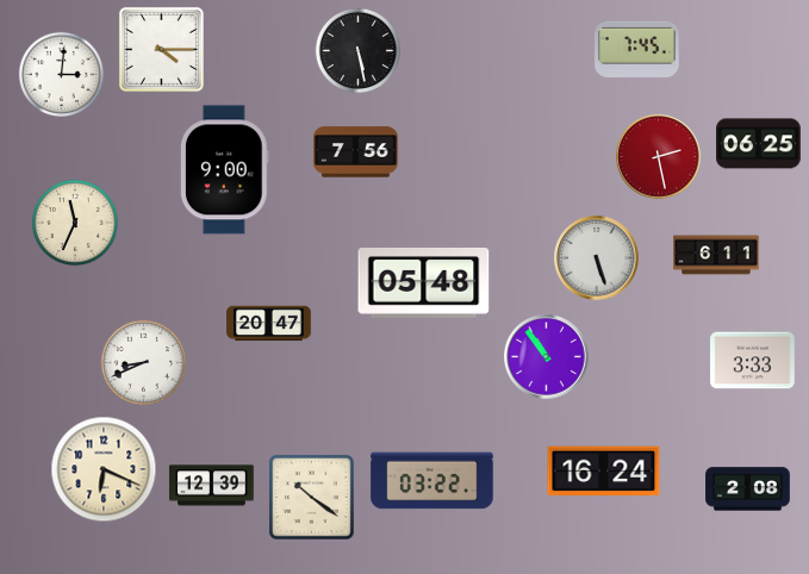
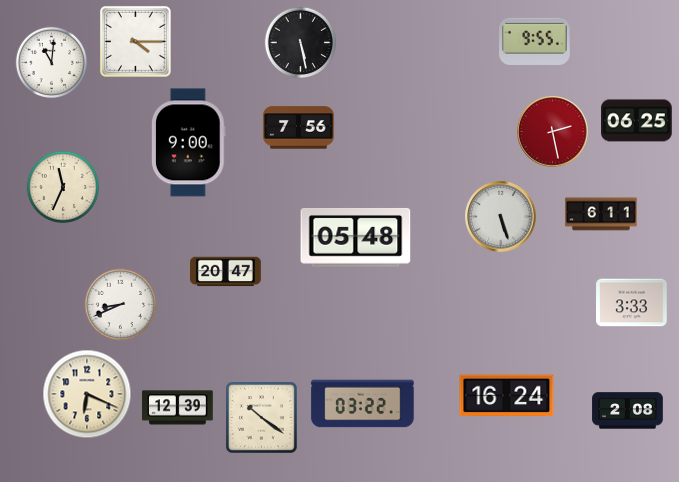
clock at (637, 49): 7:45 -> 9:55
clock at (61, 74): 3:01 -> 11:01
clock at (547, 357): 10:54 -> none
